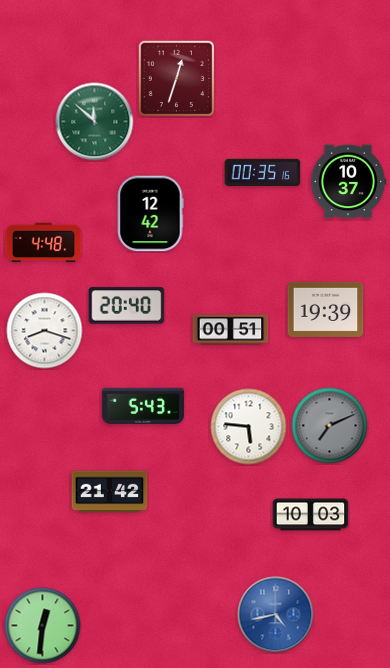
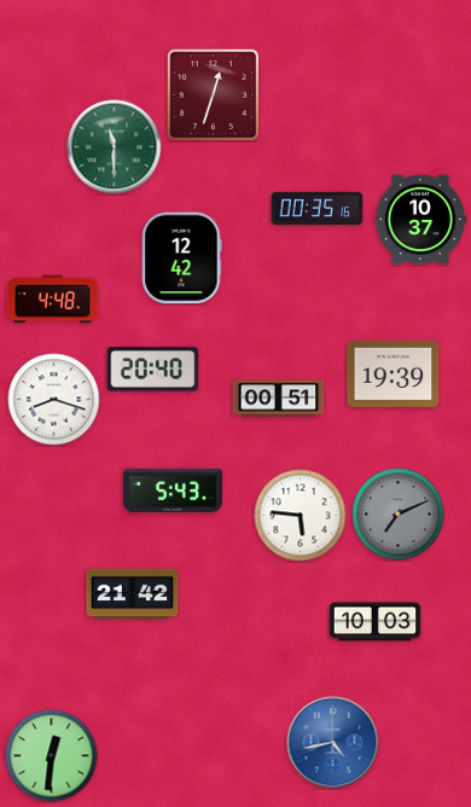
clock at (95, 122): 11:52 -> 11:30
clock at (44, 243) position: (44, 243) -> (53, 300)
